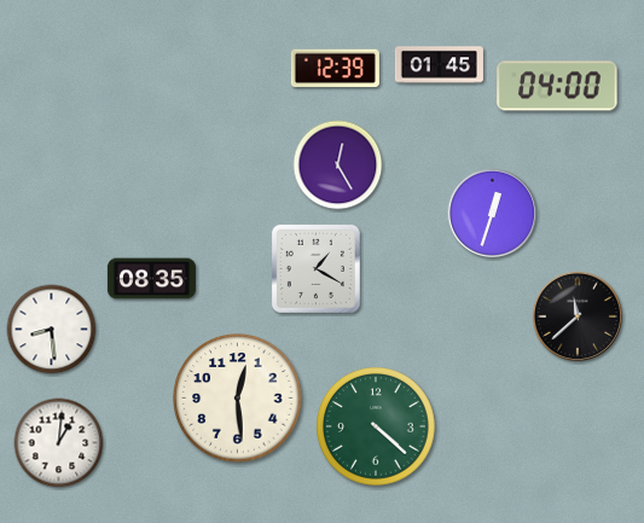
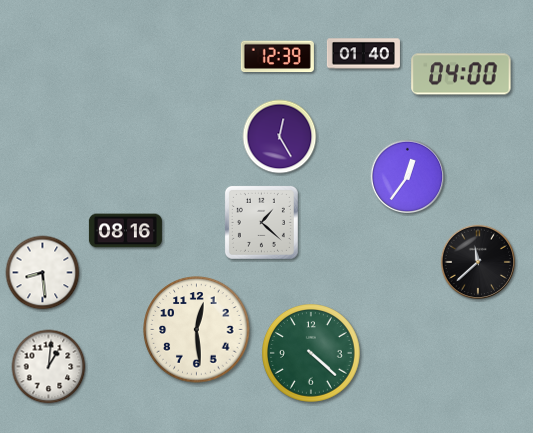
clock at (439, 65): 01:45 -> 01:40
clock at (557, 86) position: (557, 86) -> (461, 74)
clock at (493, 214): 12:33 -> 12:36
clock at (315, 268): 1:20 -> 1:22
clock at (151, 279): 08:35 -> 08:16
